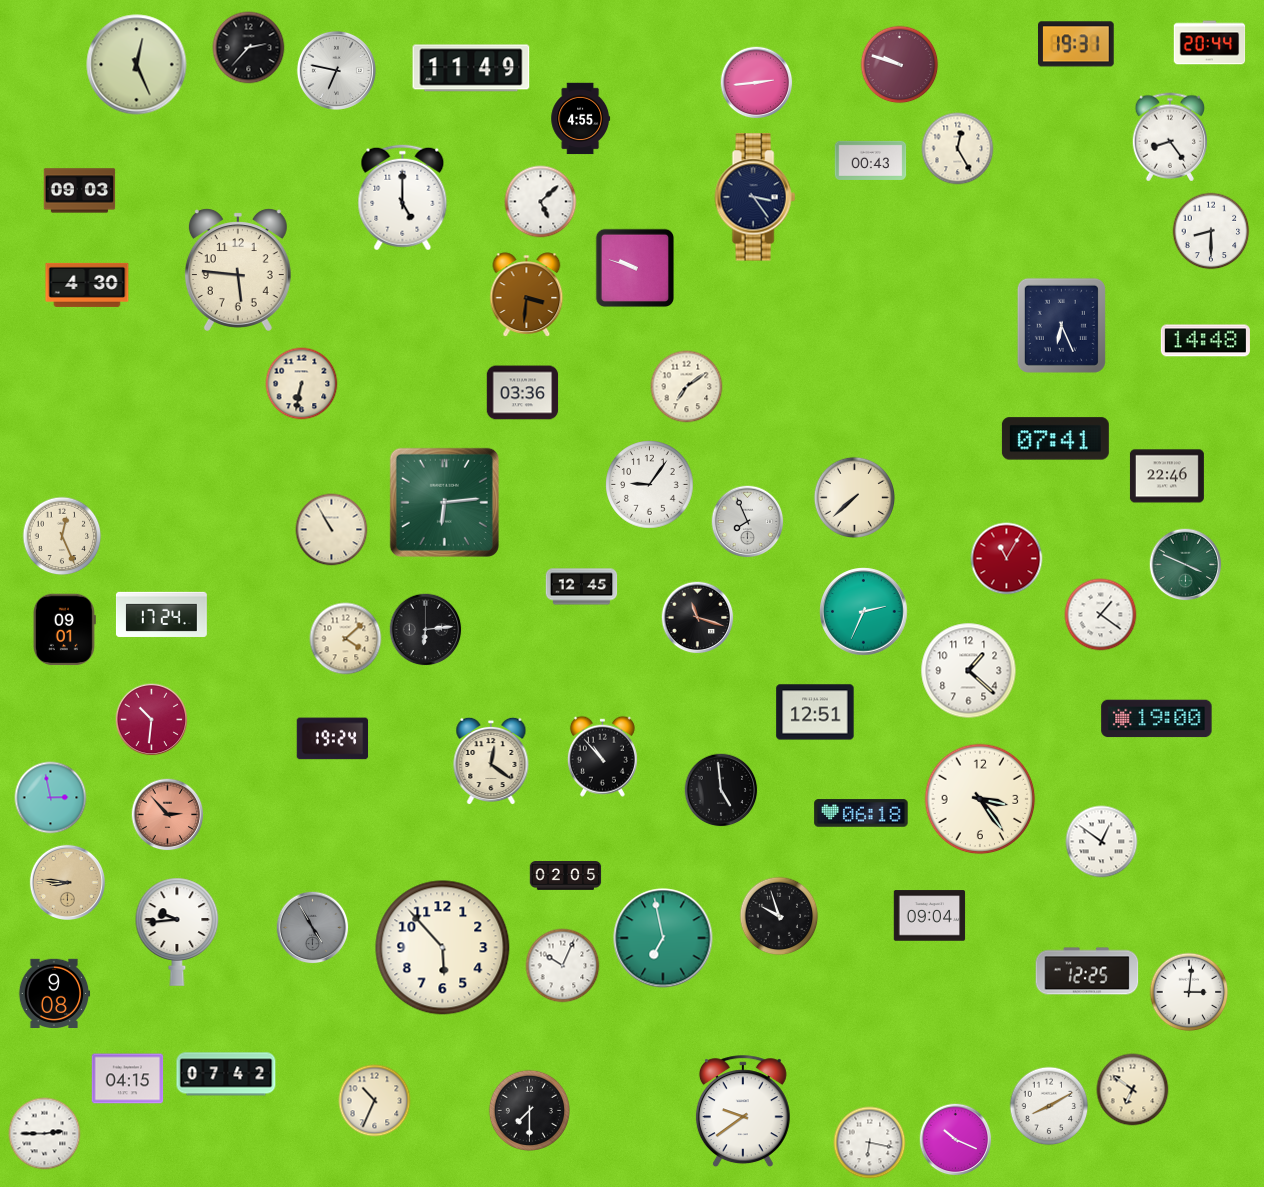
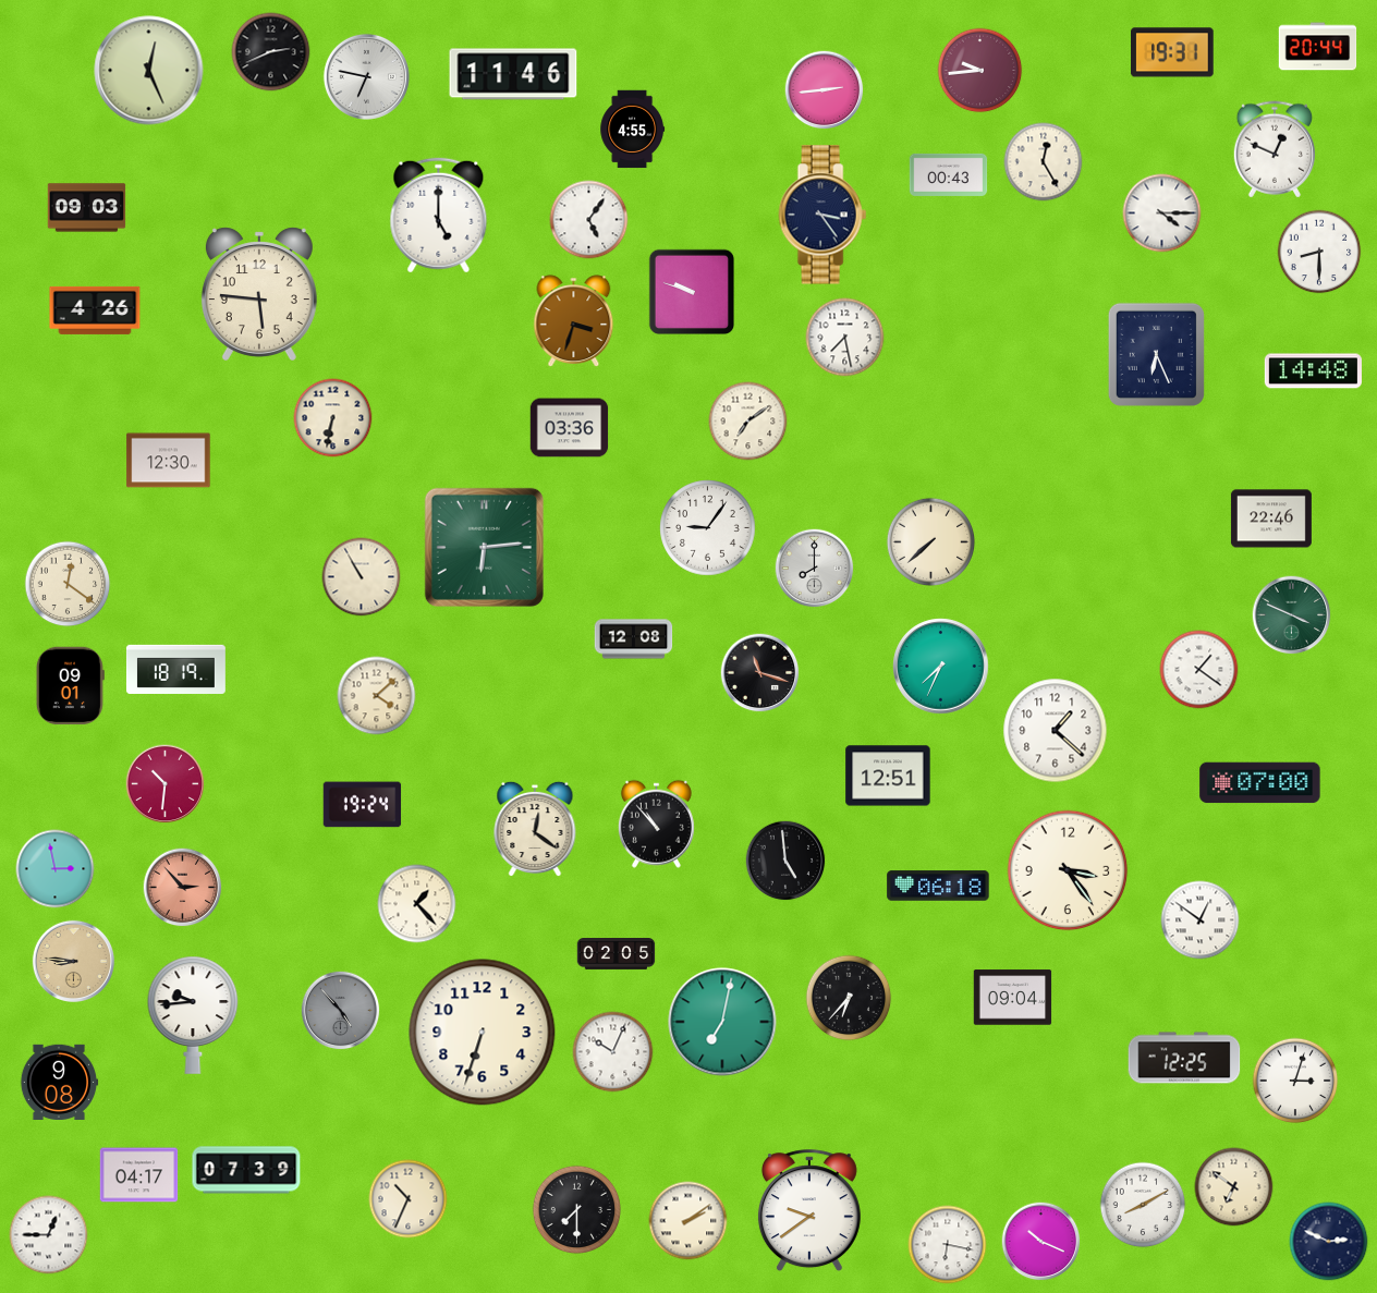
clock at (1077, 44) position: (1077, 44) -> (1173, 52)
clock at (249, 48): 2:37 -> 2:41
clock at (900, 65): 9:48 -> 9:44
clock at (471, 68): 11:49 -> 11:46
clock at (1169, 137): 8:24 -> 12:49
clock at (1162, 214): none -> 4:15
clock at (541, 202): 5:08 -> 5:06
clock at (87, 285): 4:30 -> 4:26
clock at (527, 295): 3:31 -> 3:33
clock at (845, 338): none -> 7:28
clock at (302, 384) position: (302, 384) -> (333, 418)
clock at (169, 461): none -> 12:30
clock at (1055, 439): 07:41 -> none
clock at (748, 522): 7:56 -> 8:00
clock at (62, 536): 12:26 -> 12:21
clock at (1007, 559): 11:05 -> none
clock at (582, 587): 12:45 -> 12:08
clock at (864, 612): 2:34 -> 7:34
clock at (161, 614): 17:24 -> 18:19
clock at (426, 630): 6:14 -> none
clock at (1157, 719): 19:00 -> 07:00
clock at (417, 904): none -> 1:23
clock at (1102, 842) position: (1102, 842) -> (1201, 920)
clock at (779, 916): 9:57 -> 6:37
clock at (313, 928): 4:55 -> 4:53
clock at (663, 938): 6:58 -> 7:02
clock at (443, 948): 5:53 -> 6:33
clock at (1189, 992): 3:01 -> 3:03
clock at (226, 1074): 07:42 -> 07:39
clock at (128, 1079): 04:15 -> 04:17
clock at (688, 1221): none -> 2:09
clock at (45, 1134): 2:45 -> 12:45
clock at (1329, 1242): none -> 2:49
